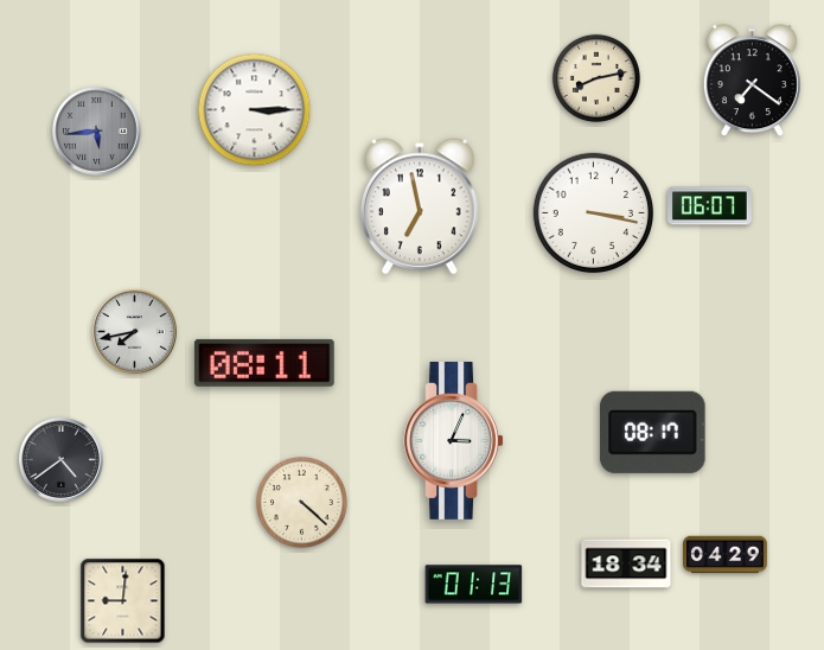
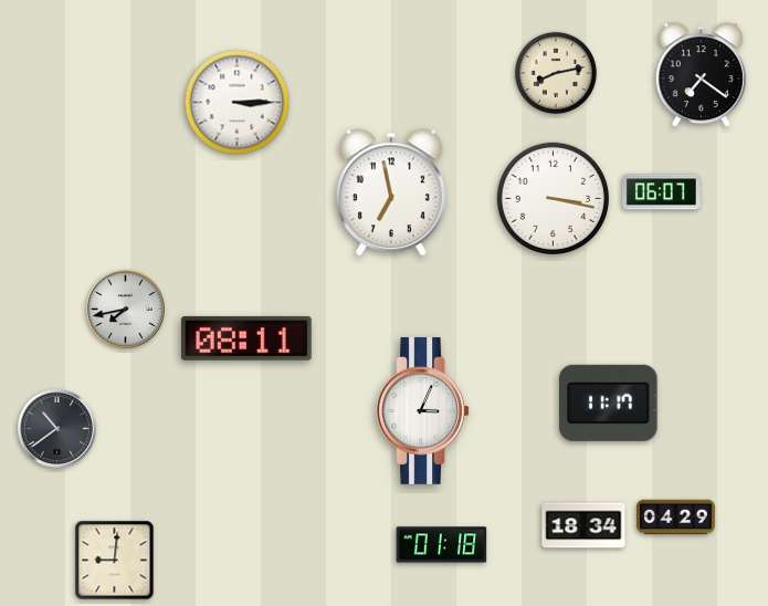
clock at (97, 132): 5:44 -> none
clock at (653, 432): 08:17 -> 11:17
clock at (62, 460): 4:39 -> 10:39
clock at (301, 502): 4:22 -> none
clock at (474, 585): 01:13 -> 01:18
